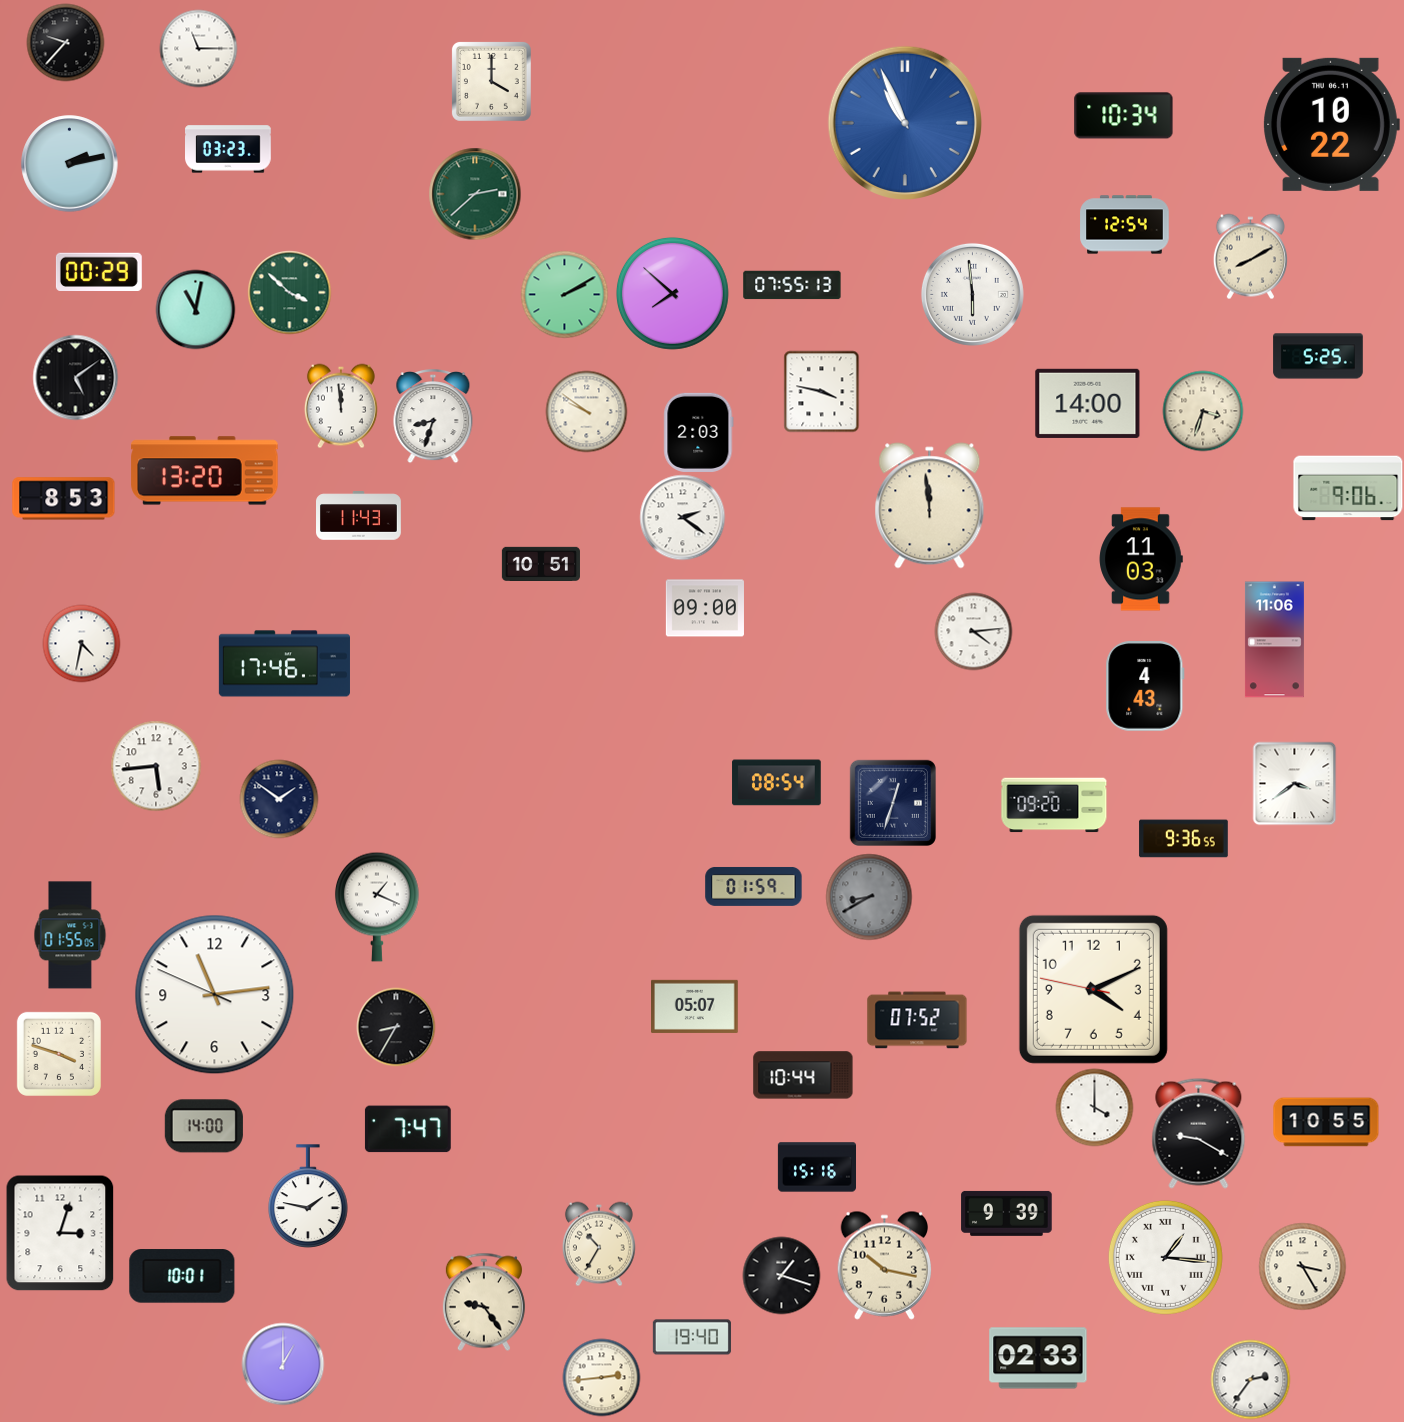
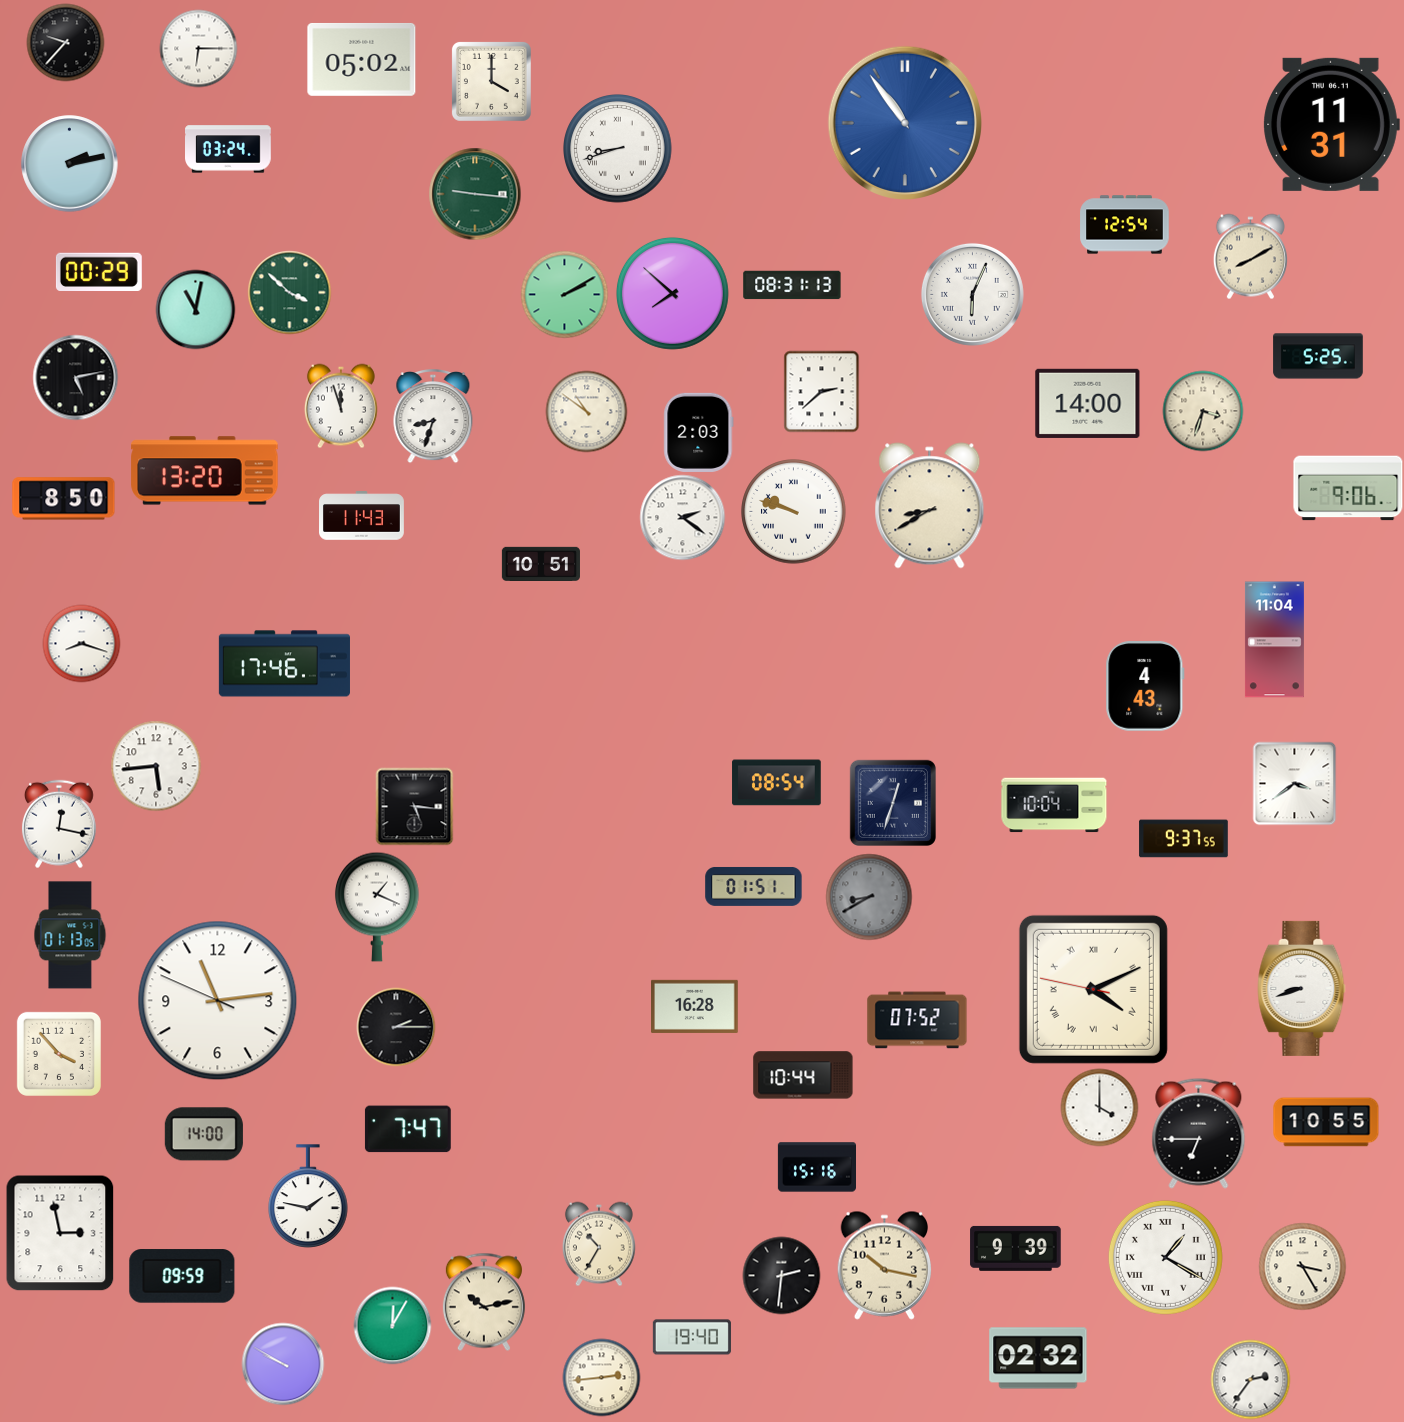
clock at (198, 48): 11:15 -> 6:15
clock at (362, 59): none -> 05:02
clock at (1124, 116): 10:34 -> none
clock at (904, 122): 10:56 -> 10:54
clock at (1331, 124): 10:22 -> 11:31
clock at (229, 149): 03:23 -> 03:24
clock at (618, 149): none -> 8:42
clock at (475, 194): 2:38 -> 9:16
clock at (792, 285): 07:55 -> 08:31
clock at (972, 294): 5:59 -> 6:04
clock at (75, 377): 5:09 -> 5:13
clock at (822, 391): 3:47 -> 2:38
clock at (341, 406): 11:59 -> 11:57
clock at (586, 411): 9:51 -> 10:51
clock at (64, 499): 8:53 -> 8:50
clock at (930, 506): 11:59 -> 8:40
clock at (794, 512): none -> 9:48
clock at (359, 516) position: (359, 516) -> (362, 516)
clock at (1141, 559): 11:03 -> none
clock at (705, 608): 09:00 -> none
clock at (973, 631): 4:14 -> none
clock at (1274, 640): 11:06 -> 11:04
clock at (81, 643): 4:32 -> 8:18
clock at (279, 799): 1:51 -> none
clock at (1054, 805): 09:20 -> 10:04
clock at (414, 806): none -> 5:16
clock at (59, 824): none -> 12:17
clock at (1184, 839): 9:36 -> 9:37
clock at (754, 886): 01:59 -> 01:51
clock at (70, 935): 01:55 -> 01:13
clock at (1302, 988): none -> 8:42
clock at (1093, 989) numerals: Arabic -> Roman
clock at (215, 995) position: (215, 995) -> (218, 1001)
clock at (695, 1006): 05:07 -> 16:28
clock at (396, 1027): 8:35 -> 2:15
clock at (59, 1054): 3:48 -> 3:53
clock at (1094, 1107) position: (1094, 1107) -> (1099, 1107)
clock at (204, 1126) position: (204, 1126) -> (204, 1134)
clock at (1199, 1133): 9:20 -> 6:45
clock at (1007, 1213) position: (1007, 1213) -> (1016, 1248)
clock at (60, 1233): 3:03 -> 2:58
clock at (1165, 1257): 1:16 -> 1:20
clock at (781, 1275): 1:18 -> 2:31
clock at (182, 1276): 10:01 -> 09:59
clock at (484, 1302): 9:24 -> 10:13
clock at (392, 1325): none -> 12:05
clock at (1038, 1358): 02:33 -> 02:32
clock at (283, 1364): 1:00 -> 9:50
